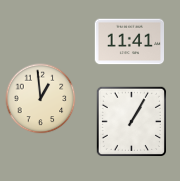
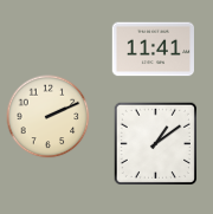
clock at (41, 99): 12:59 -> 2:11
clock at (131, 121): 1:05 -> 1:09
